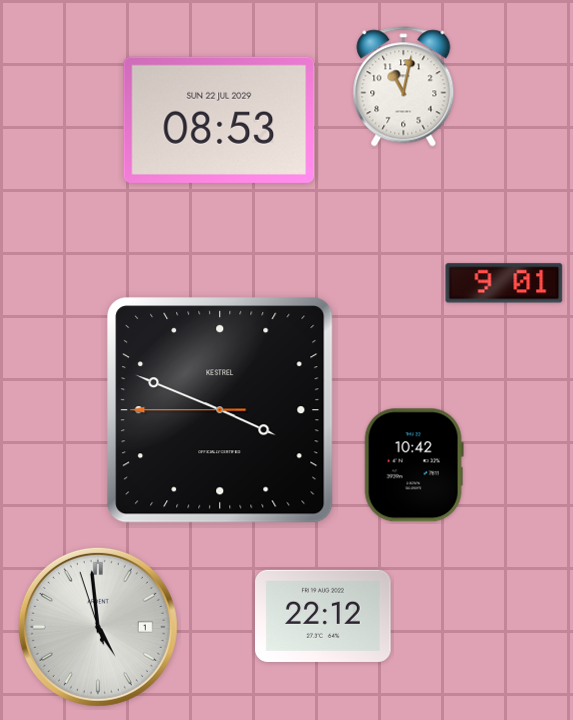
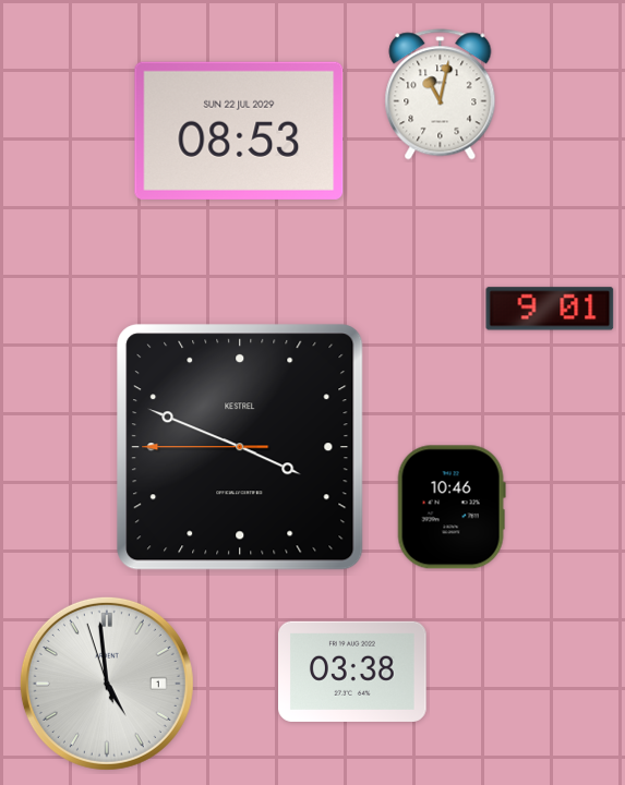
clock at (414, 465): 10:42 -> 10:46
clock at (324, 616): 22:12 -> 03:38
